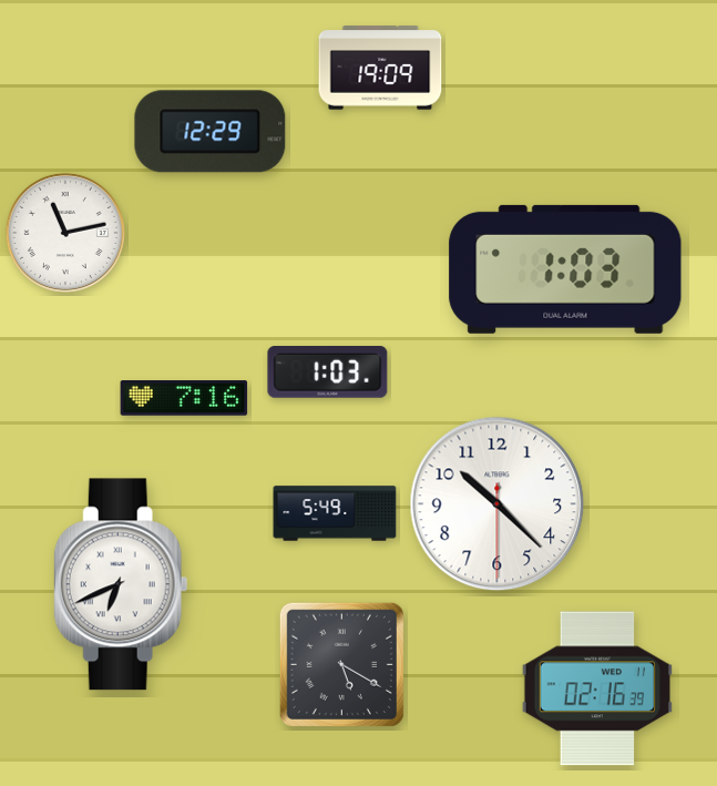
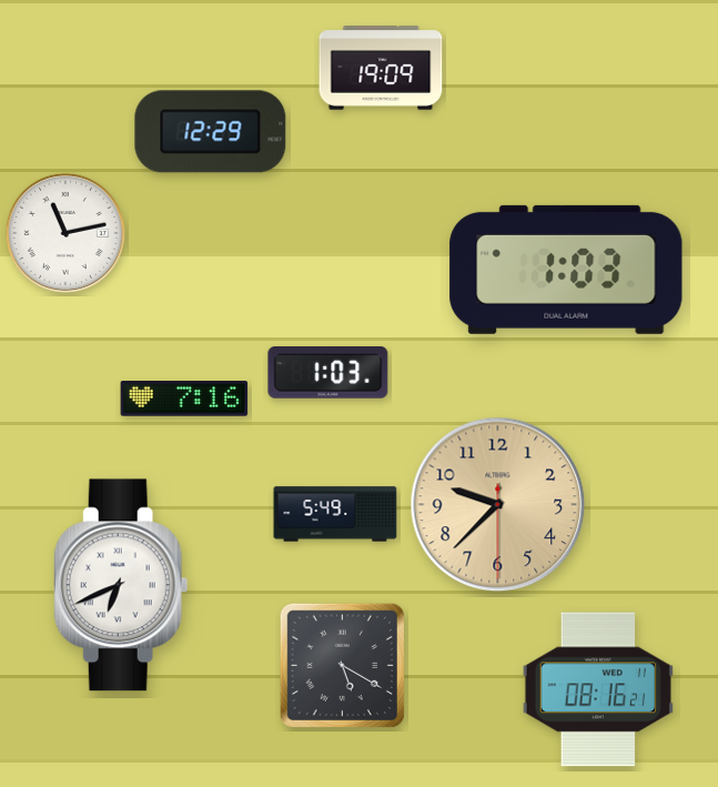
clock at (498, 504): 10:22 -> 9:37
clock at (498, 504) dial: white -> champagne
clock at (597, 688): 02:16 -> 08:16
